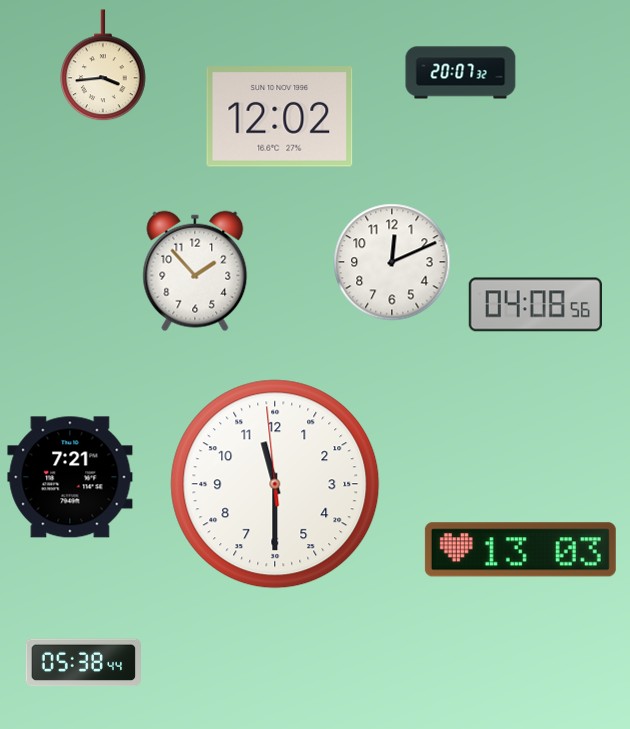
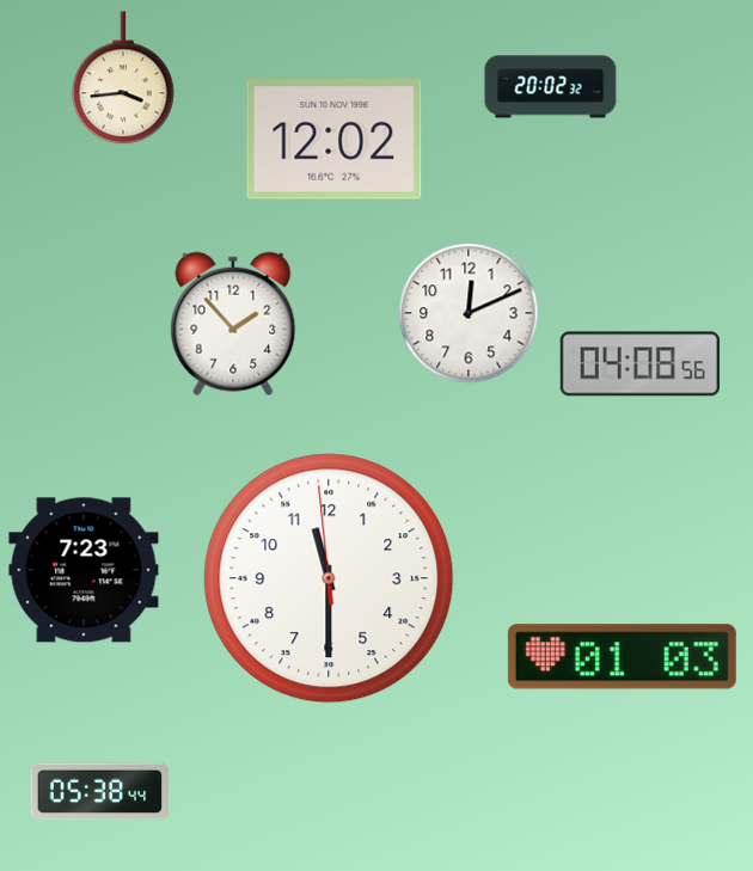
clock at (461, 73): 20:07 -> 20:02
clock at (70, 477): 7:21 -> 7:23
clock at (520, 550): 13:03 -> 01:03
